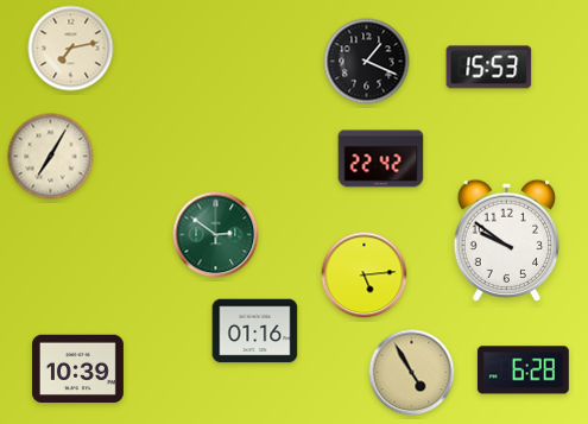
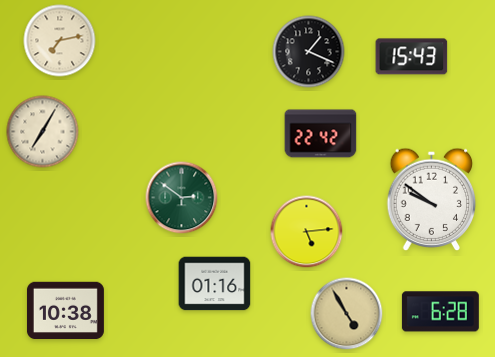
clock at (489, 68): 15:53 -> 15:43
clock at (507, 241) position: (507, 241) -> (432, 200)
clock at (255, 331) position: (255, 331) -> (215, 284)
clock at (77, 369): 10:39 -> 10:38
